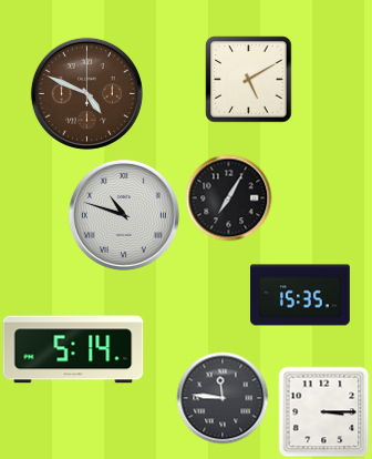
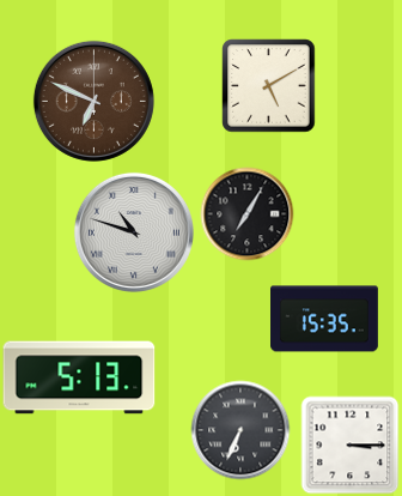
clock at (86, 93): 4:49 -> 6:49
clock at (73, 349): 5:14 -> 5:13
clock at (223, 398): 11:46 -> 6:34
